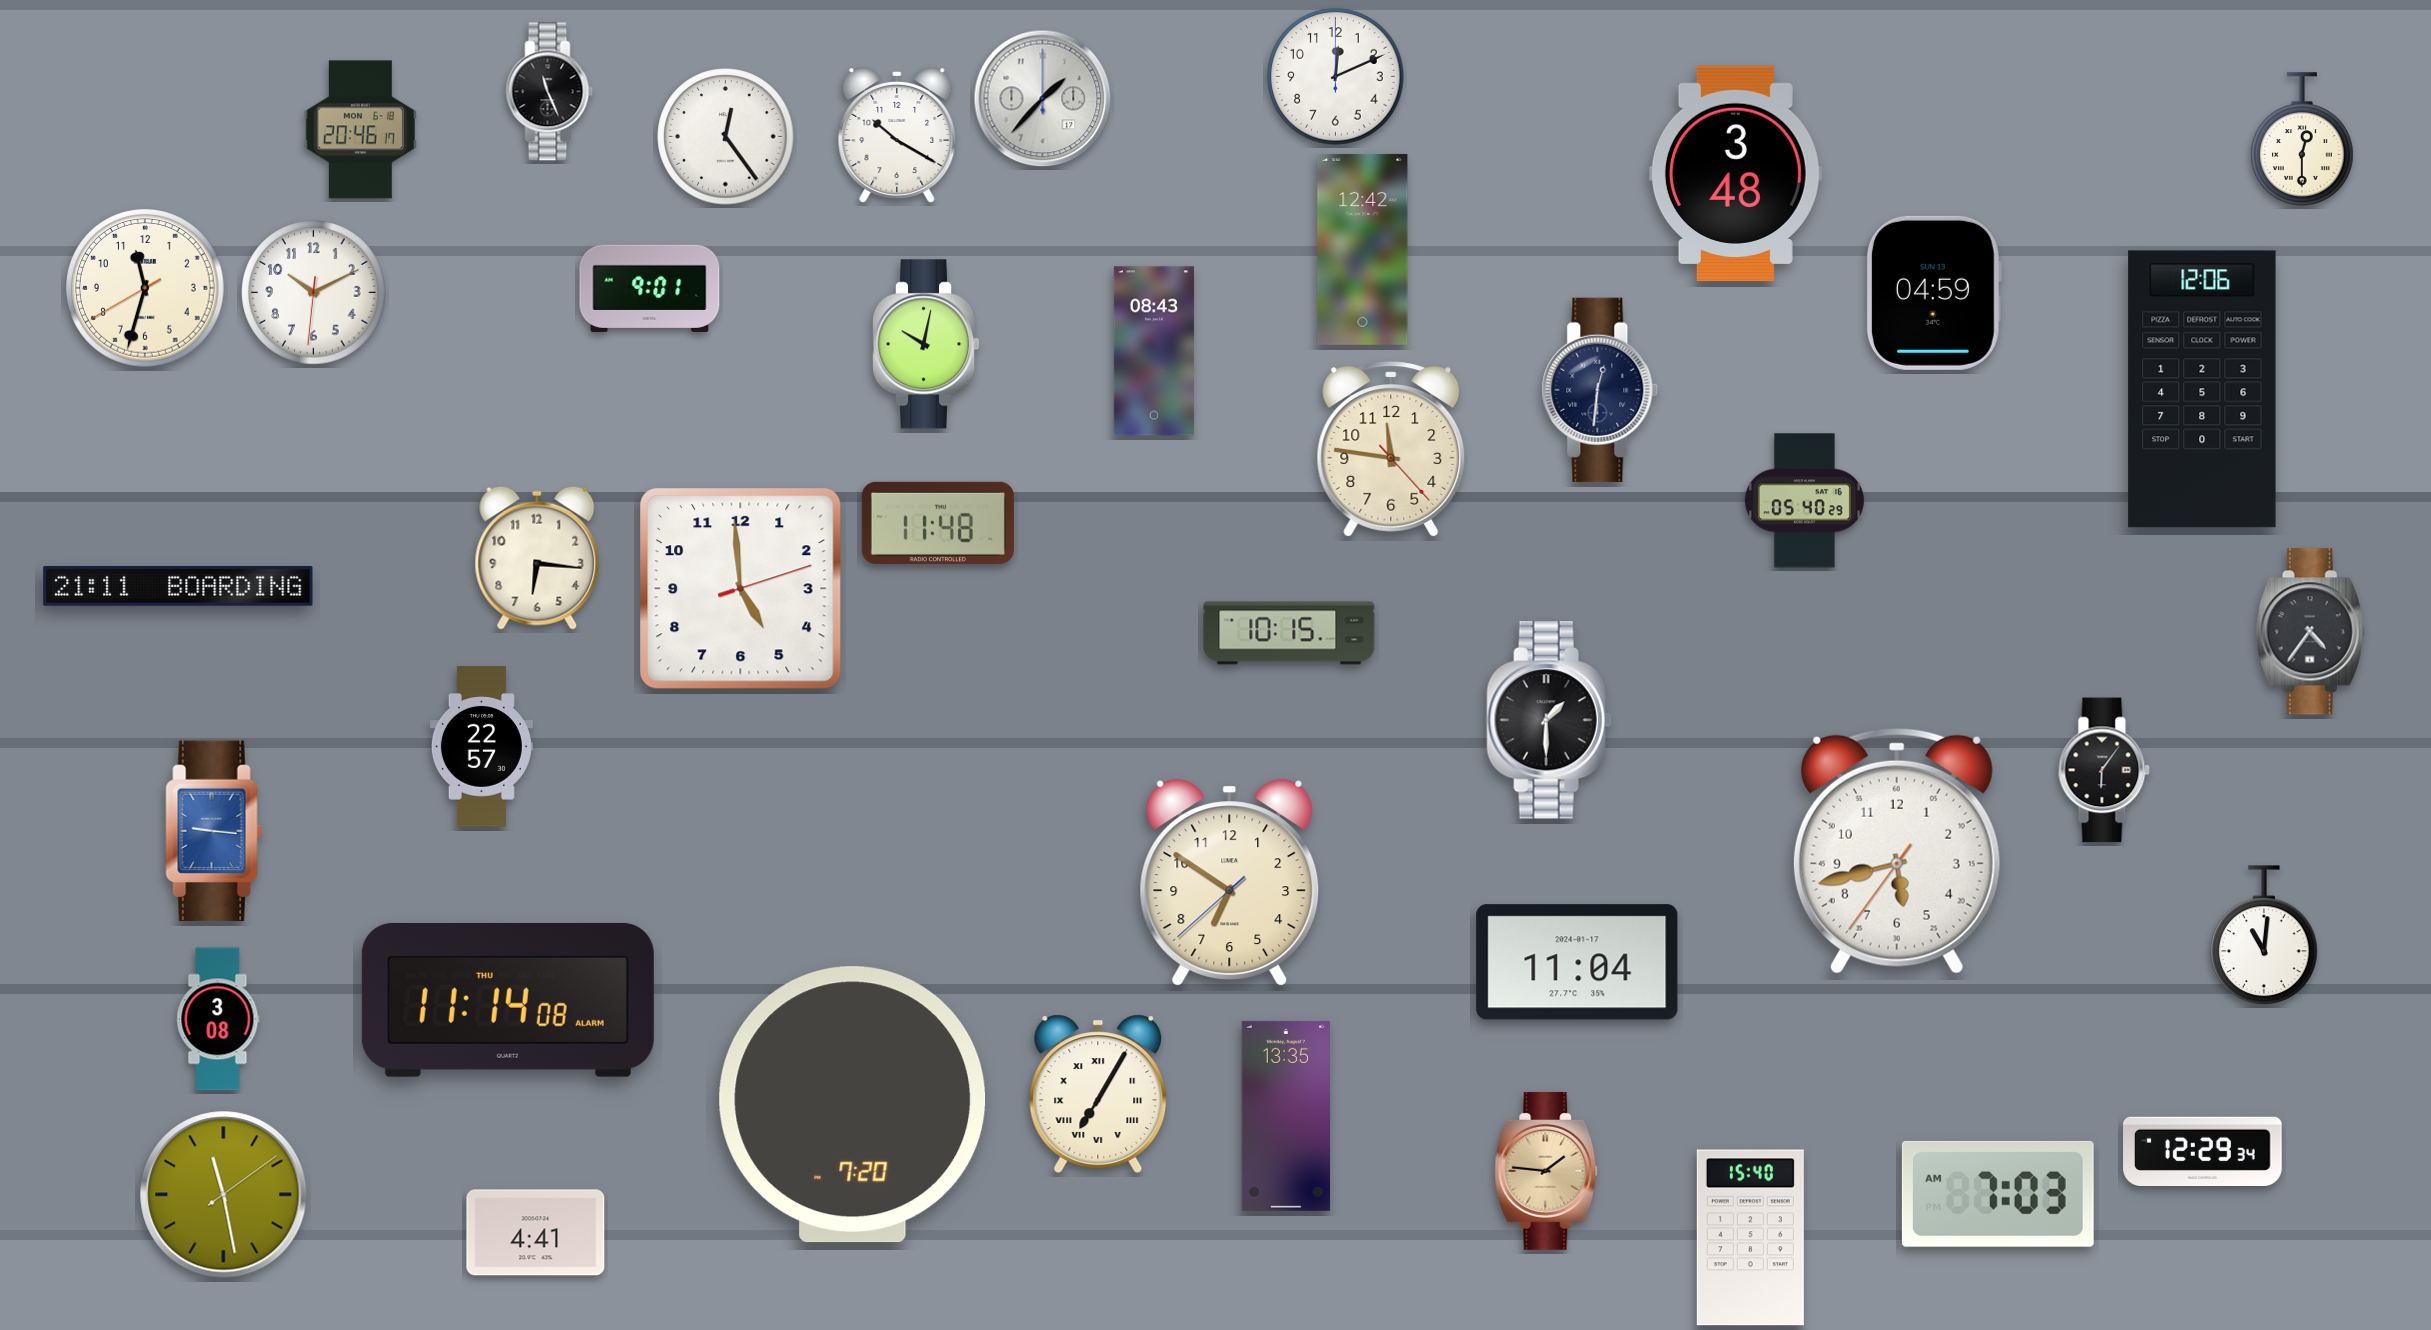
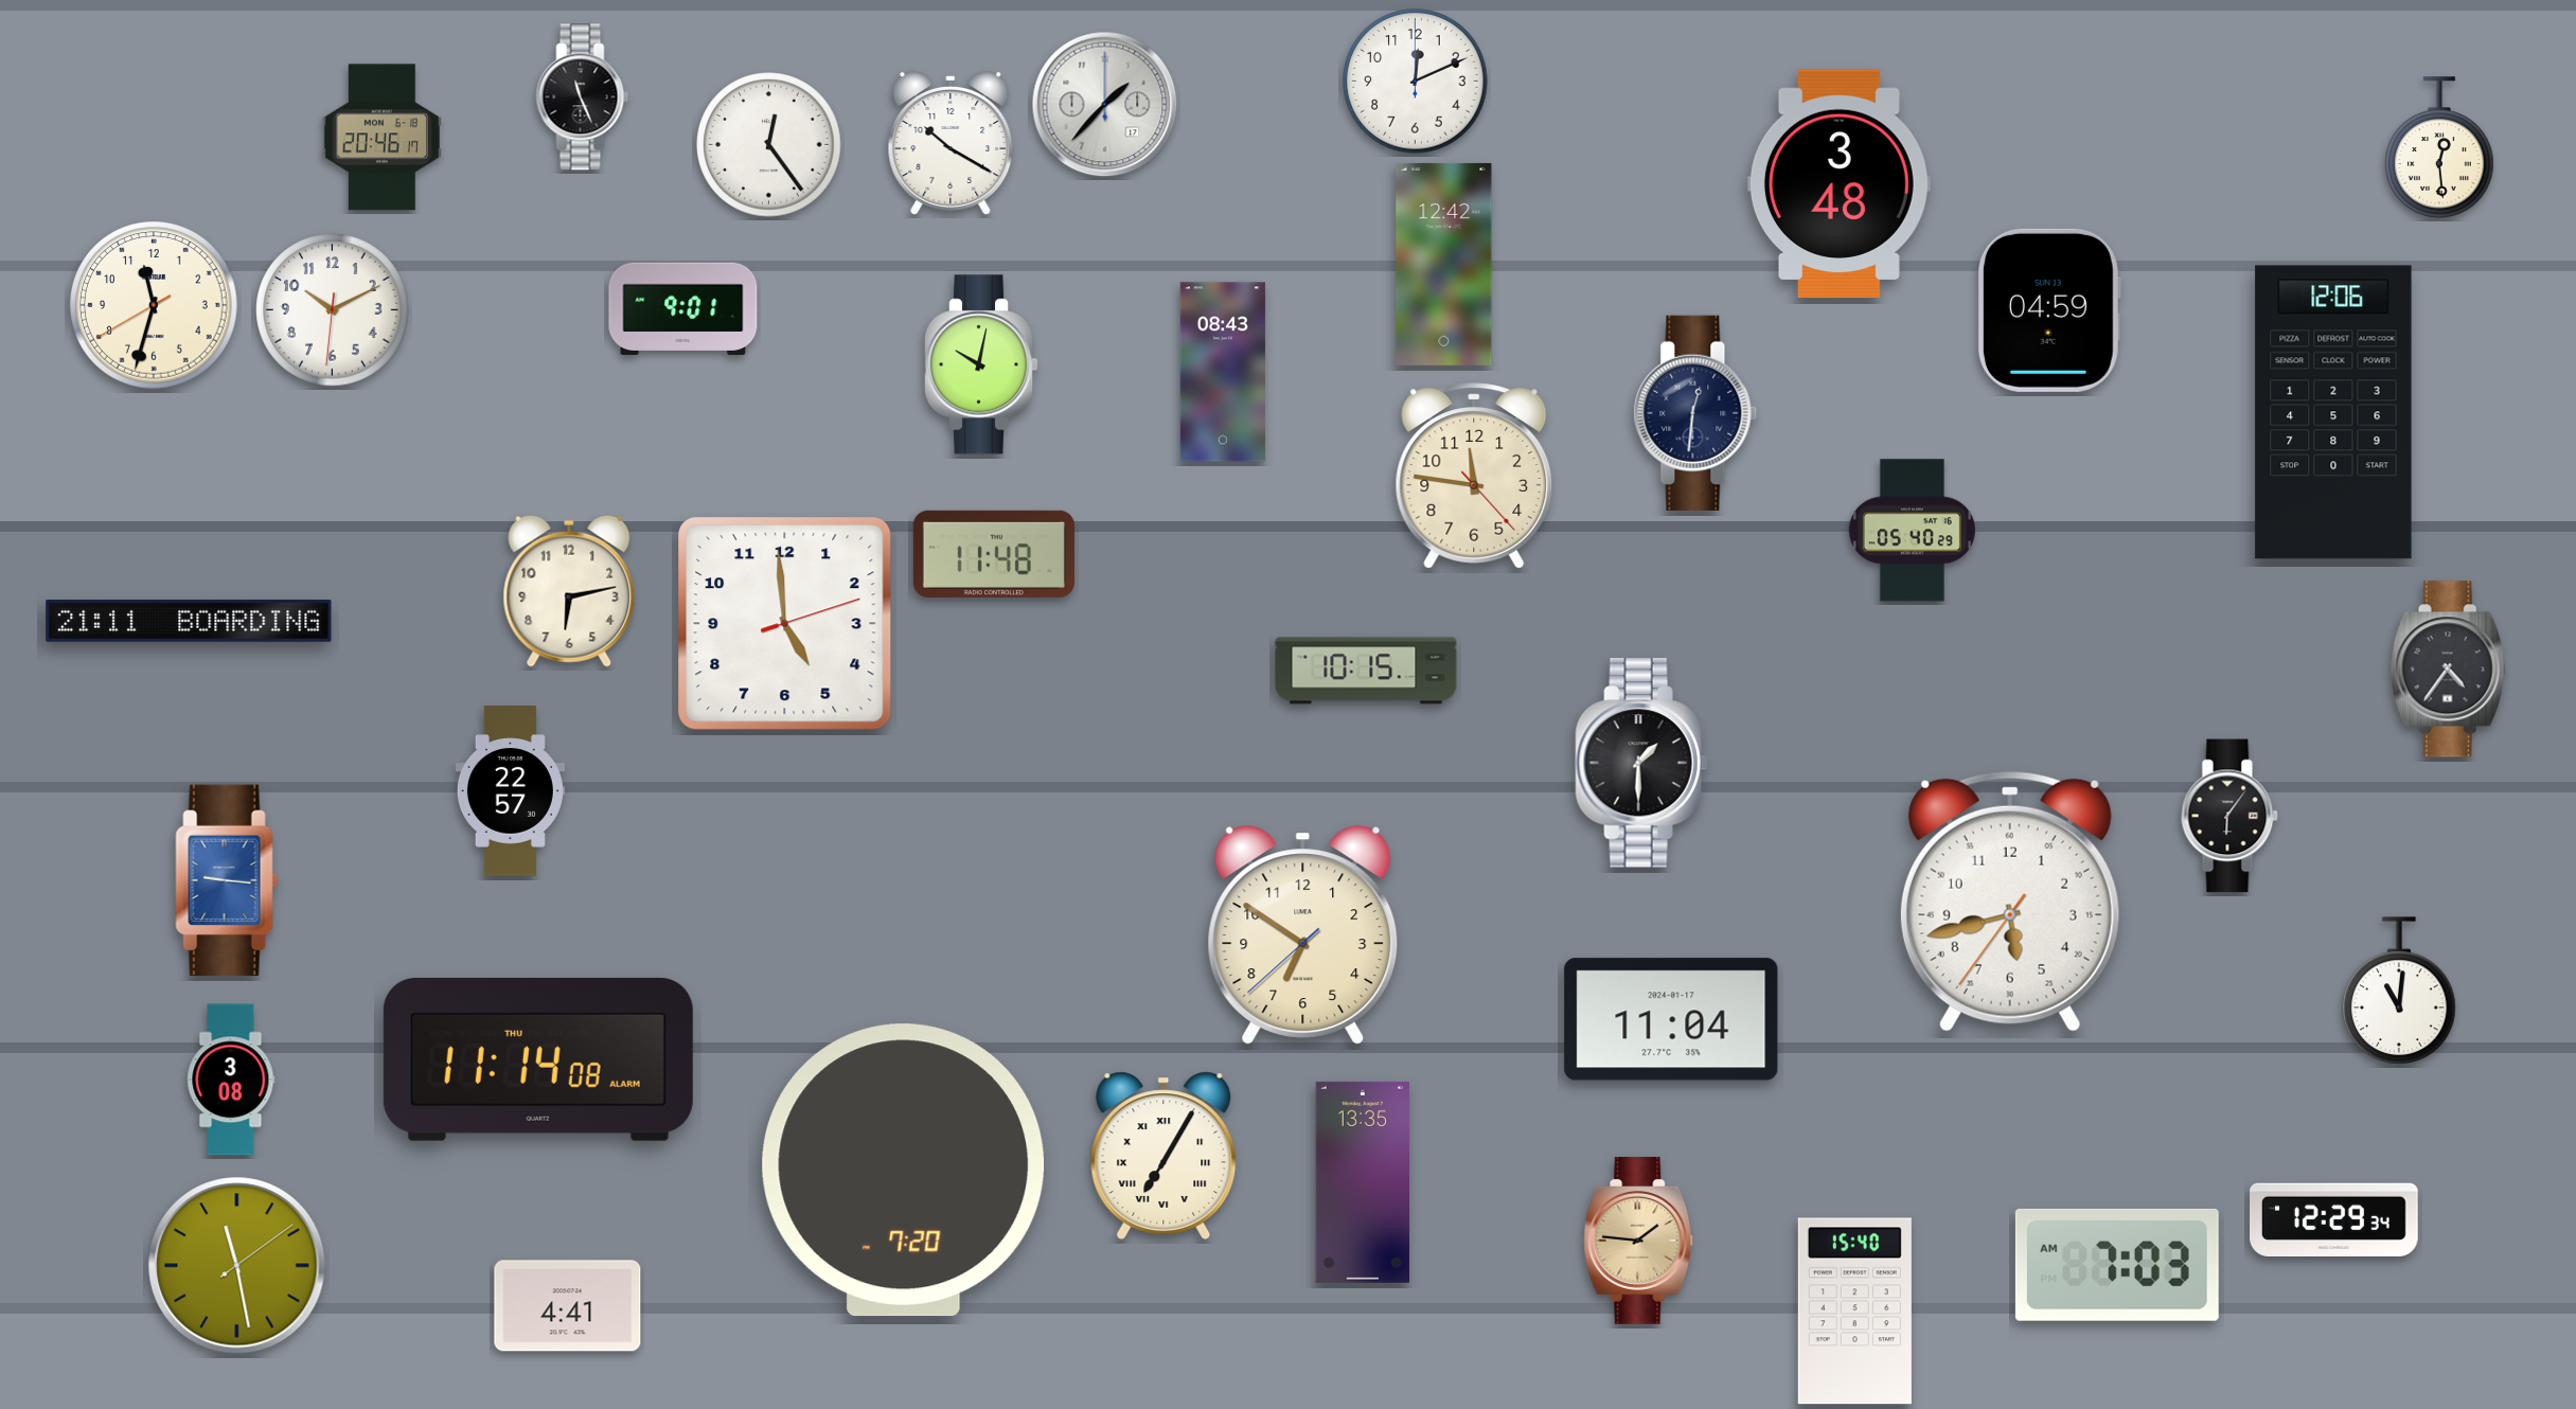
clock at (2302, 139): 12:30 -> 12:29
clock at (650, 288) position: (650, 288) -> (683, 308)
clock at (537, 558): 6:16 -> 6:13
clock at (1098, 1094) position: (1098, 1094) -> (1163, 1156)
